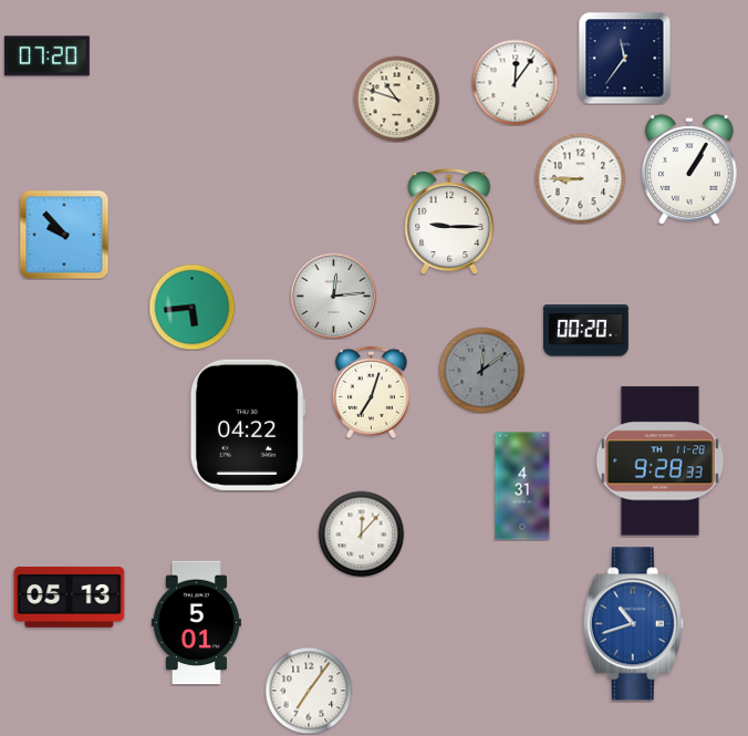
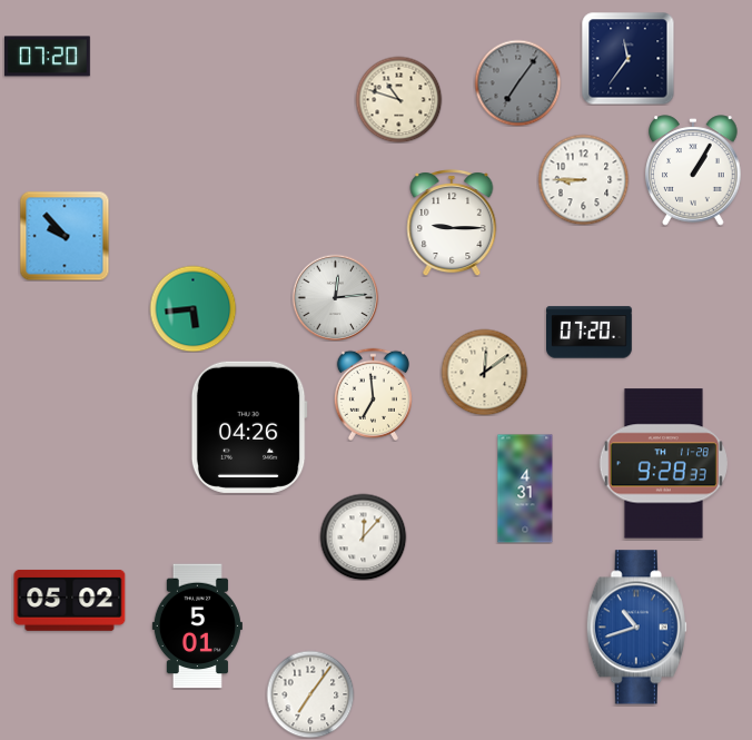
clock at (515, 82): 12:06 -> 7:06
clock at (515, 82) dial: white -> grey
clock at (586, 331): 00:20 -> 07:20
clock at (481, 370) dial: grey -> cream
clock at (371, 392): 7:03 -> 6:59
clock at (248, 425): 04:22 -> 04:26
clock at (70, 598): 05:13 -> 05:02
